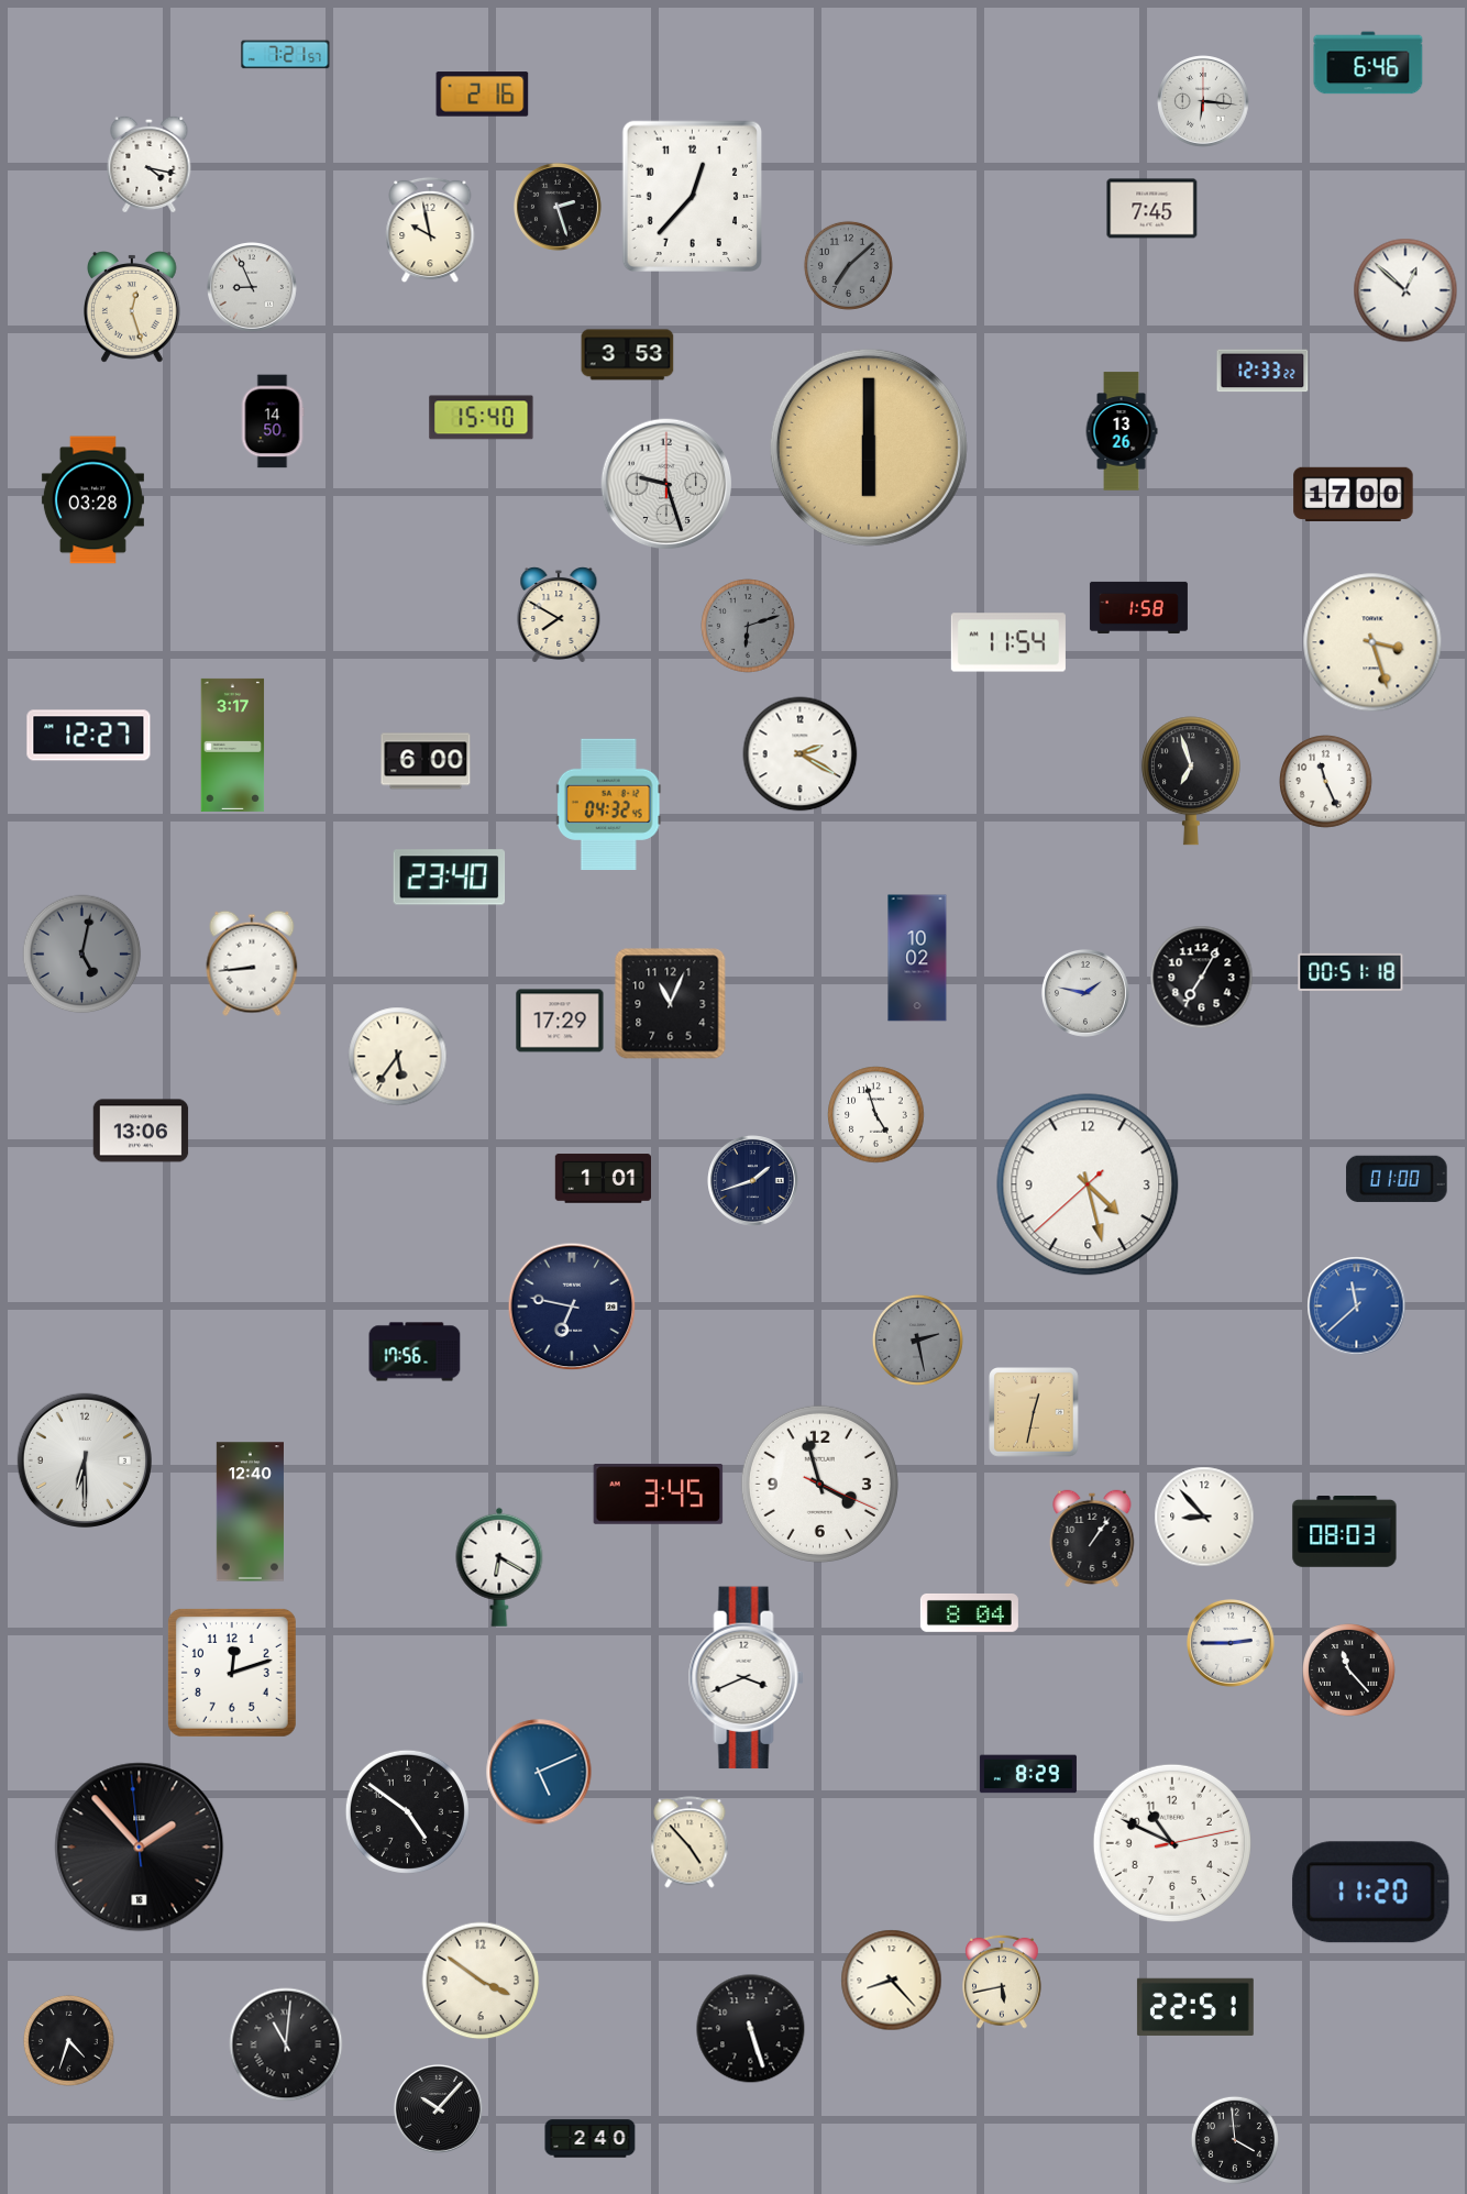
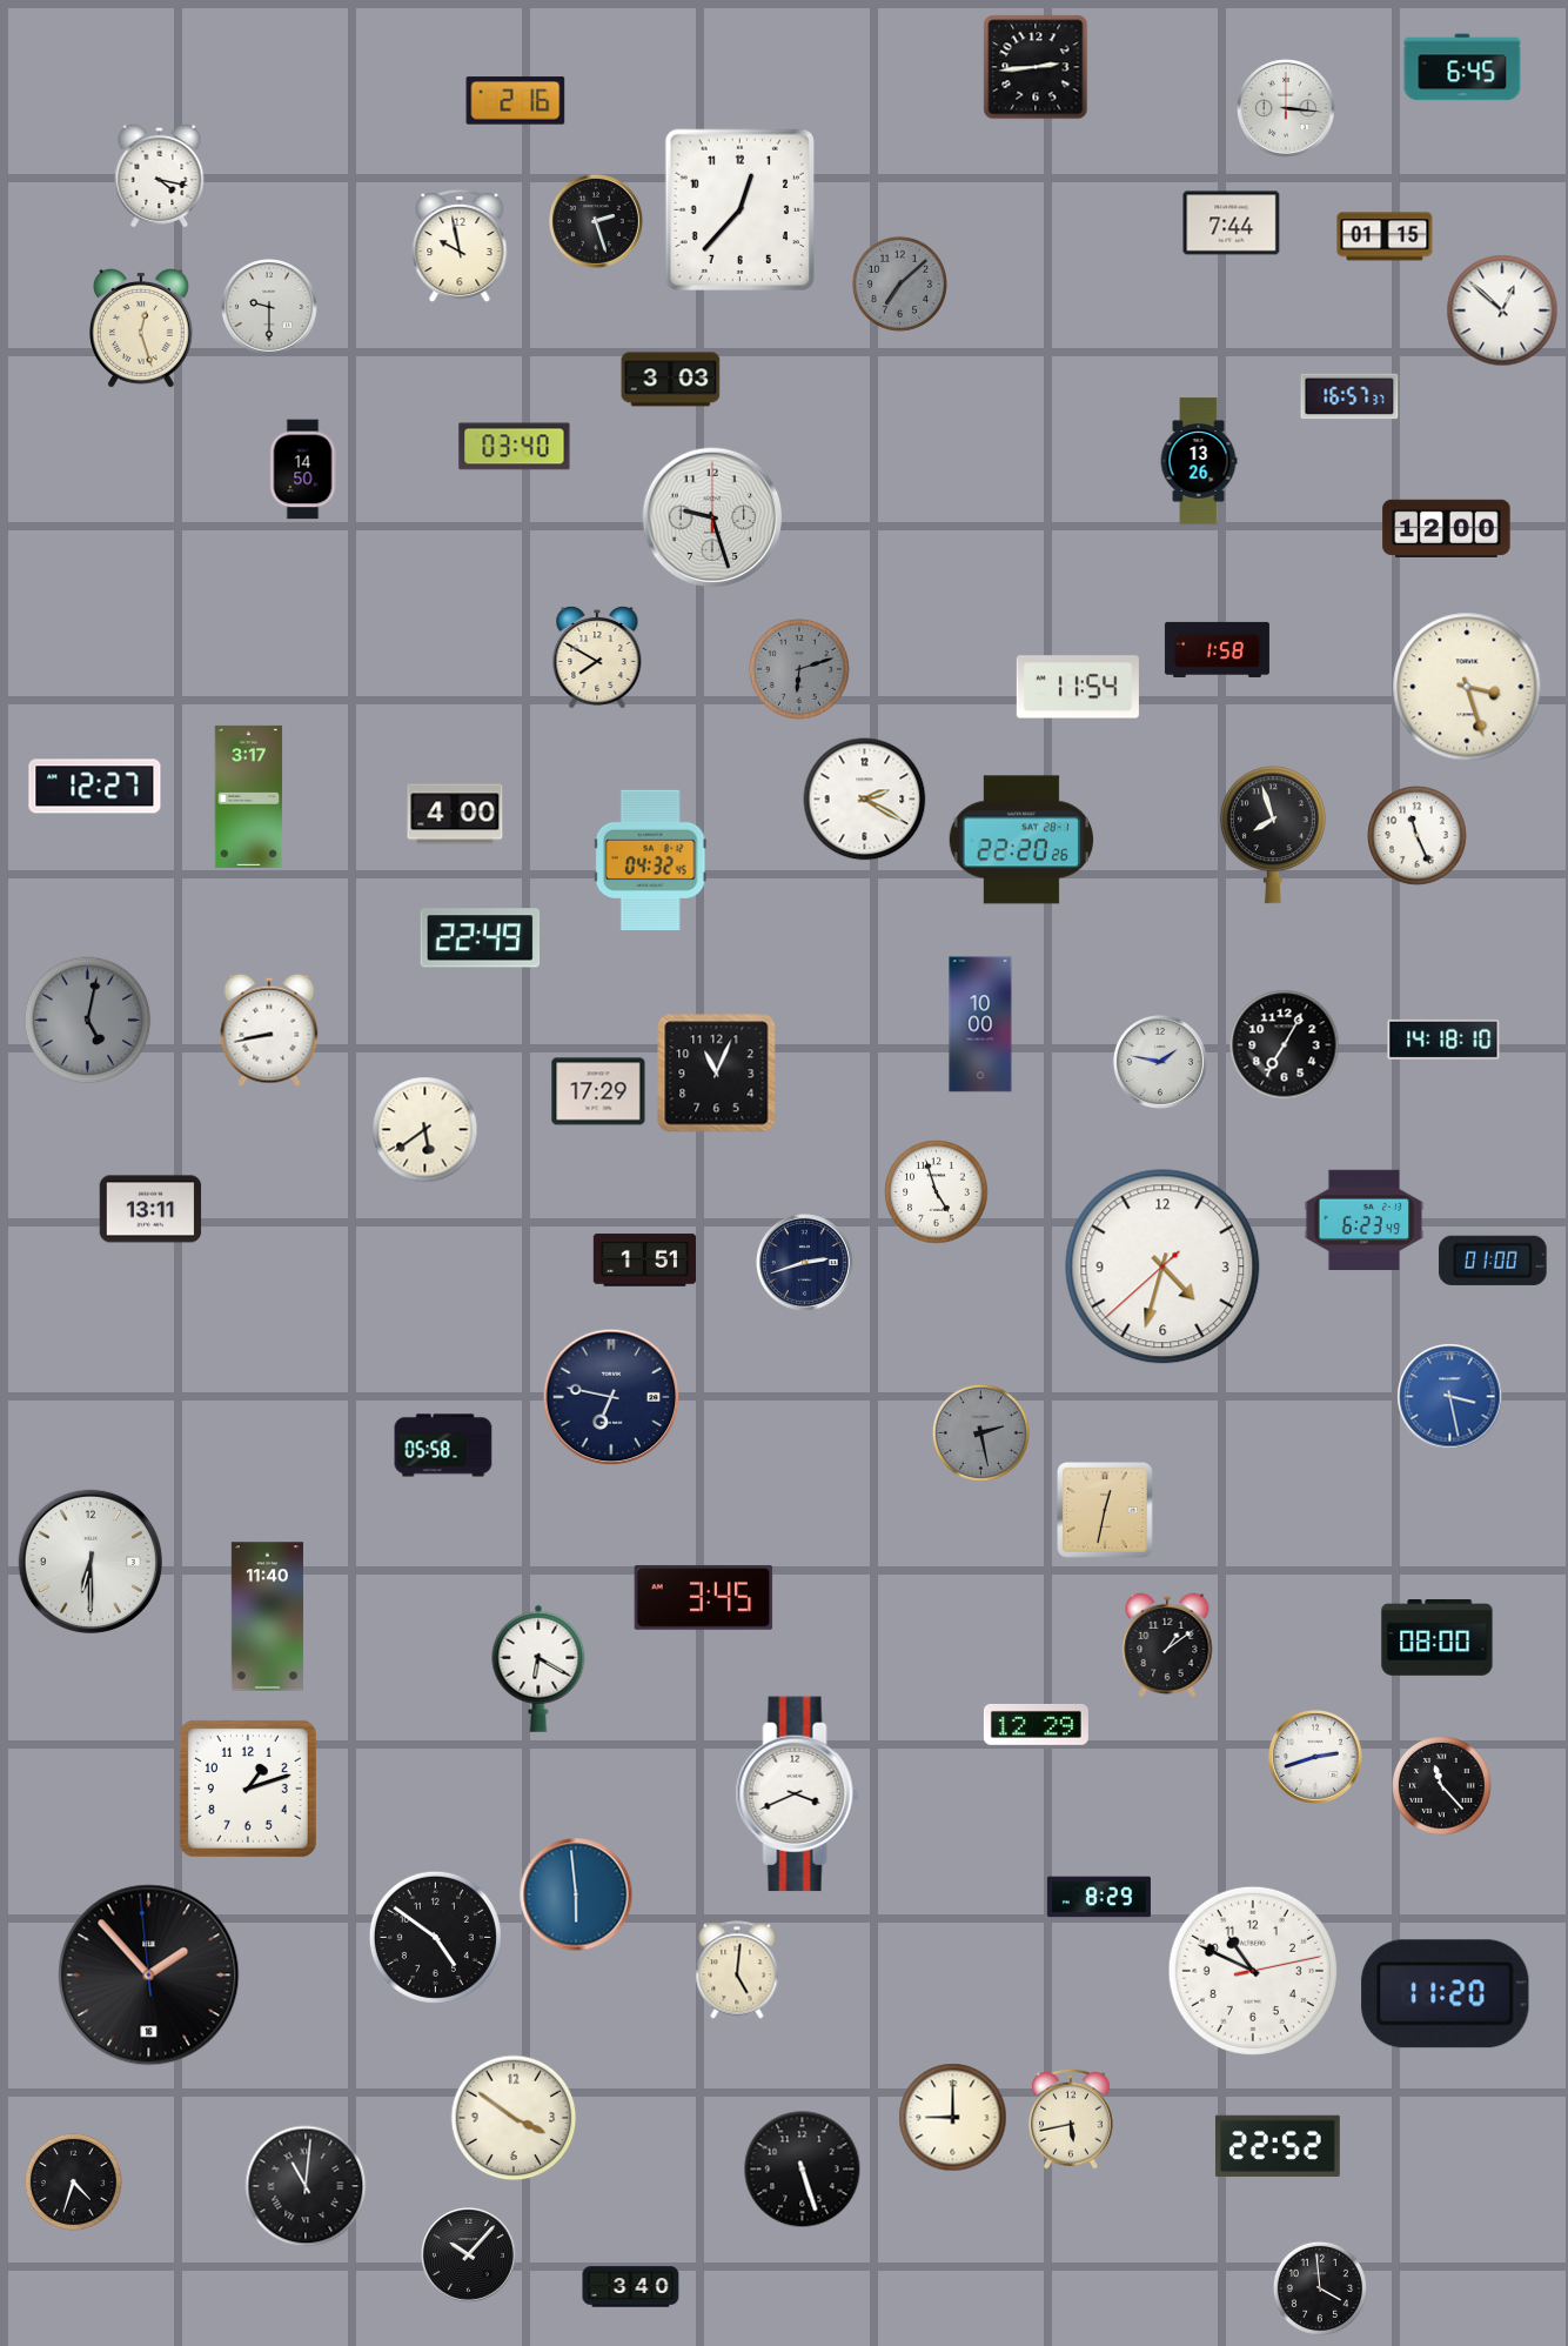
clock at (286, 55): 7:21 -> none
clock at (1036, 67): none -> 2:44
clock at (1368, 63): 6:46 -> 6:45
clock at (1203, 101): 6:16 -> 3:16
clock at (1152, 209): 7:45 -> 7:44
clock at (1385, 236): none -> 01:15
clock at (848, 265) position: (848, 265) -> (899, 283)
clock at (253, 288): 8:56 -> 9:30
clock at (628, 355): 3:53 -> 3:03
clock at (1262, 371): 12:33 -> 16:57
clock at (482, 418): 15:40 -> 03:40
clock at (273, 421) position: (273, 421) -> (303, 469)
clock at (869, 448): 6:00 -> none
clock at (1354, 494): 17:00 -> 12:00
clock at (92, 500): 03:28 -> none
clock at (801, 754) position: (801, 754) -> (865, 800)
clock at (426, 761): 6:00 -> 4:00
clock at (1191, 781): 6:57 -> 7:57
clock at (1020, 840): none -> 22:20
clock at (450, 878): 23:40 -> 22:49
clock at (917, 958): 10:02 -> 10:00
clock at (252, 963): 8:44 -> 8:43
clock at (1350, 972): 00:51 -> 14:18
clock at (398, 1057): 5:36 -> 5:39
clock at (141, 1131): 13:06 -> 13:11
clock at (1365, 1221): none -> 6:23
clock at (603, 1179): 1:01 -> 1:51
clock at (753, 1181): 1:42 -> 2:42
clock at (1088, 1184): 4:27 -> 4:32
clock at (1357, 1307): 11:38 -> 3:28
clock at (415, 1352): 17:56 -> 05:58
clock at (819, 1484): 3:57 -> none
clock at (250, 1512): 12:40 -> 11:40
clock at (1204, 1517): 8:53 -> none
clock at (1345, 1532): 08:03 -> 08:00
clock at (1092, 1539): 1:06 -> 1:09
clock at (499, 1567) position: (499, 1567) -> (538, 1669)
clock at (969, 1612): 8:04 -> 12:29
clock at (1231, 1643): 2:45 -> 2:42
clock at (232, 1673): 12:12 -> 1:12
clock at (539, 1772): 5:11 -> 5:59
clock at (690, 1842): 4:53 -> 5:01
clock at (1371, 1893) position: (1371, 1893) -> (1446, 1994)
clock at (892, 1981): 8:23 -> 9:00
clock at (1195, 2007): 22:51 -> 22:52
clock at (591, 2139): 2:40 -> 3:40
